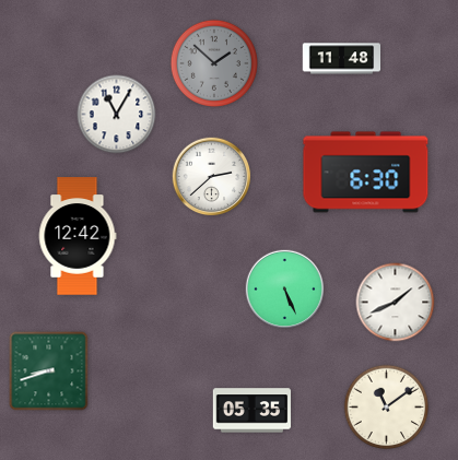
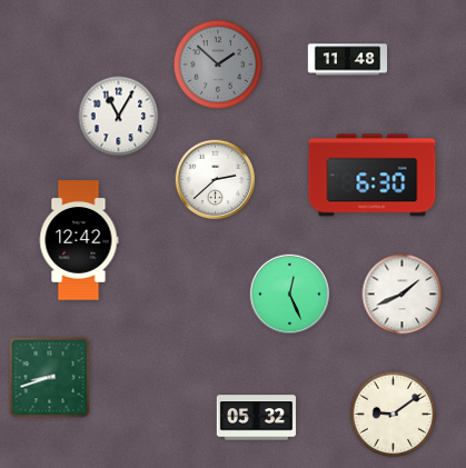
clock at (285, 290): 5:26 -> 12:26
clock at (396, 303) position: (396, 303) -> (403, 295)
clock at (387, 408): 11:09 -> 9:09
clock at (253, 411): 05:35 -> 05:32
